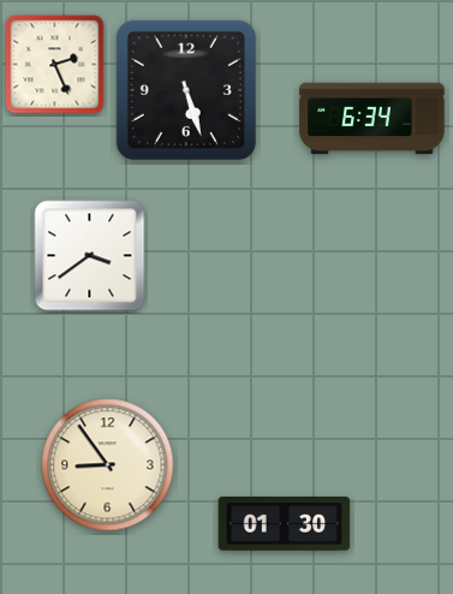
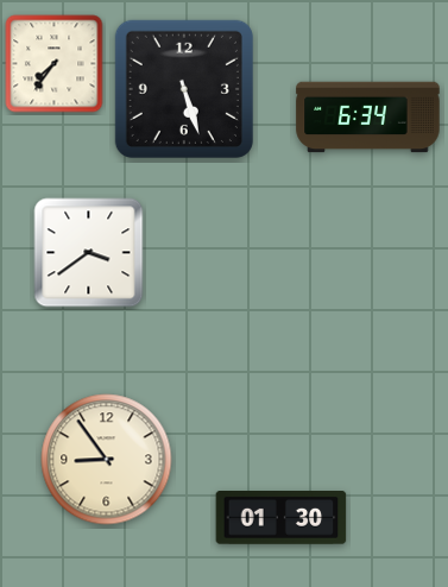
clock at (55, 65): 2:26 -> 7:36
